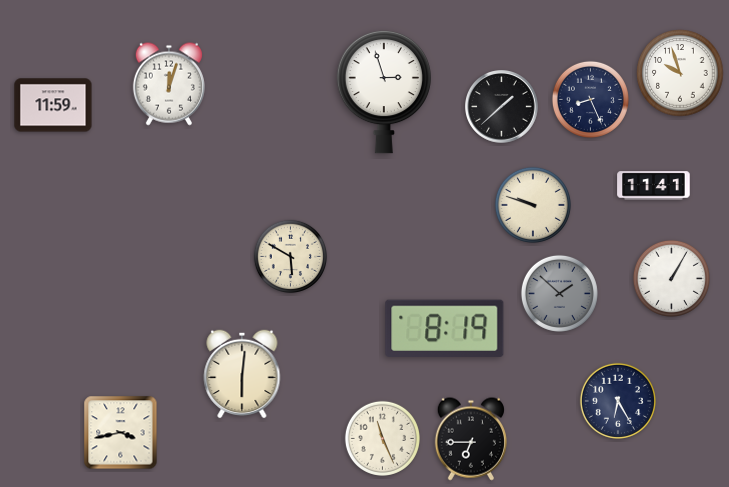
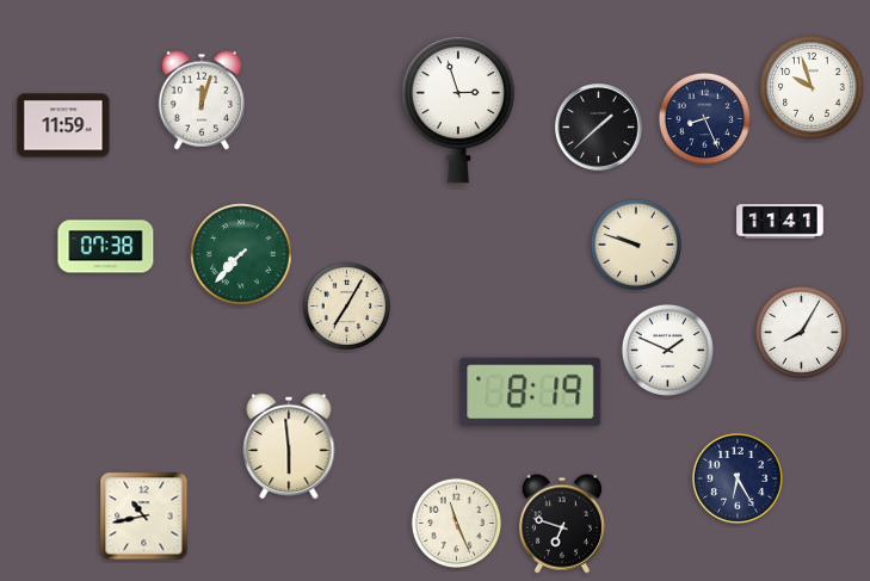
clock at (106, 247): none -> 07:38
clock at (241, 254): none -> 7:37
clock at (291, 257): 5:50 -> 7:05
clock at (671, 278): 1:05 -> 8:05
clock at (559, 293): 1:52 -> 1:49
clock at (559, 293) dial: grey -> white
clock at (242, 374): 6:01 -> 5:59
clock at (121, 433): 3:43 -> 10:43
clock at (471, 439): 6:45 -> 6:48
